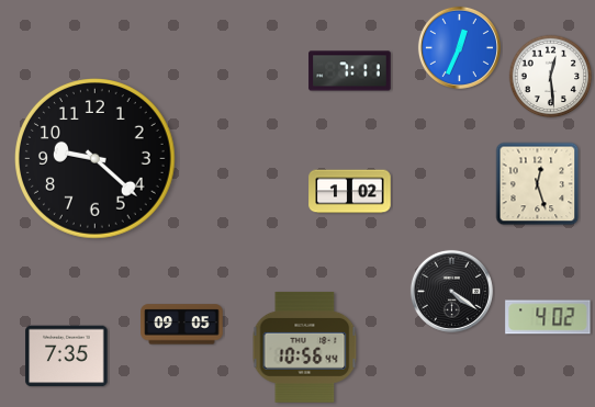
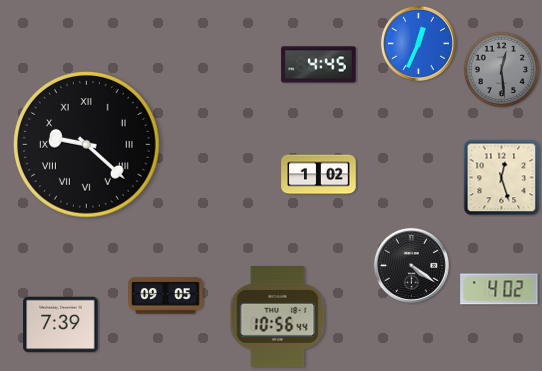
clock at (350, 71): 7:11 -> 4:45
clock at (551, 77) dial: white -> grey
clock at (96, 159) numerals: Arabic -> Roman
clock at (538, 184) position: (538, 184) -> (502, 178)
clock at (67, 357): 7:35 -> 7:39
